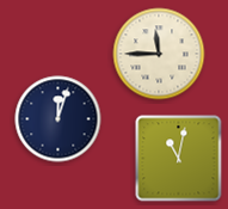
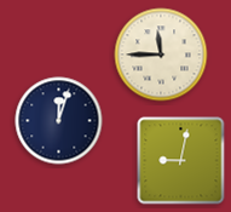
clock at (179, 159): 11:02 -> 9:02
